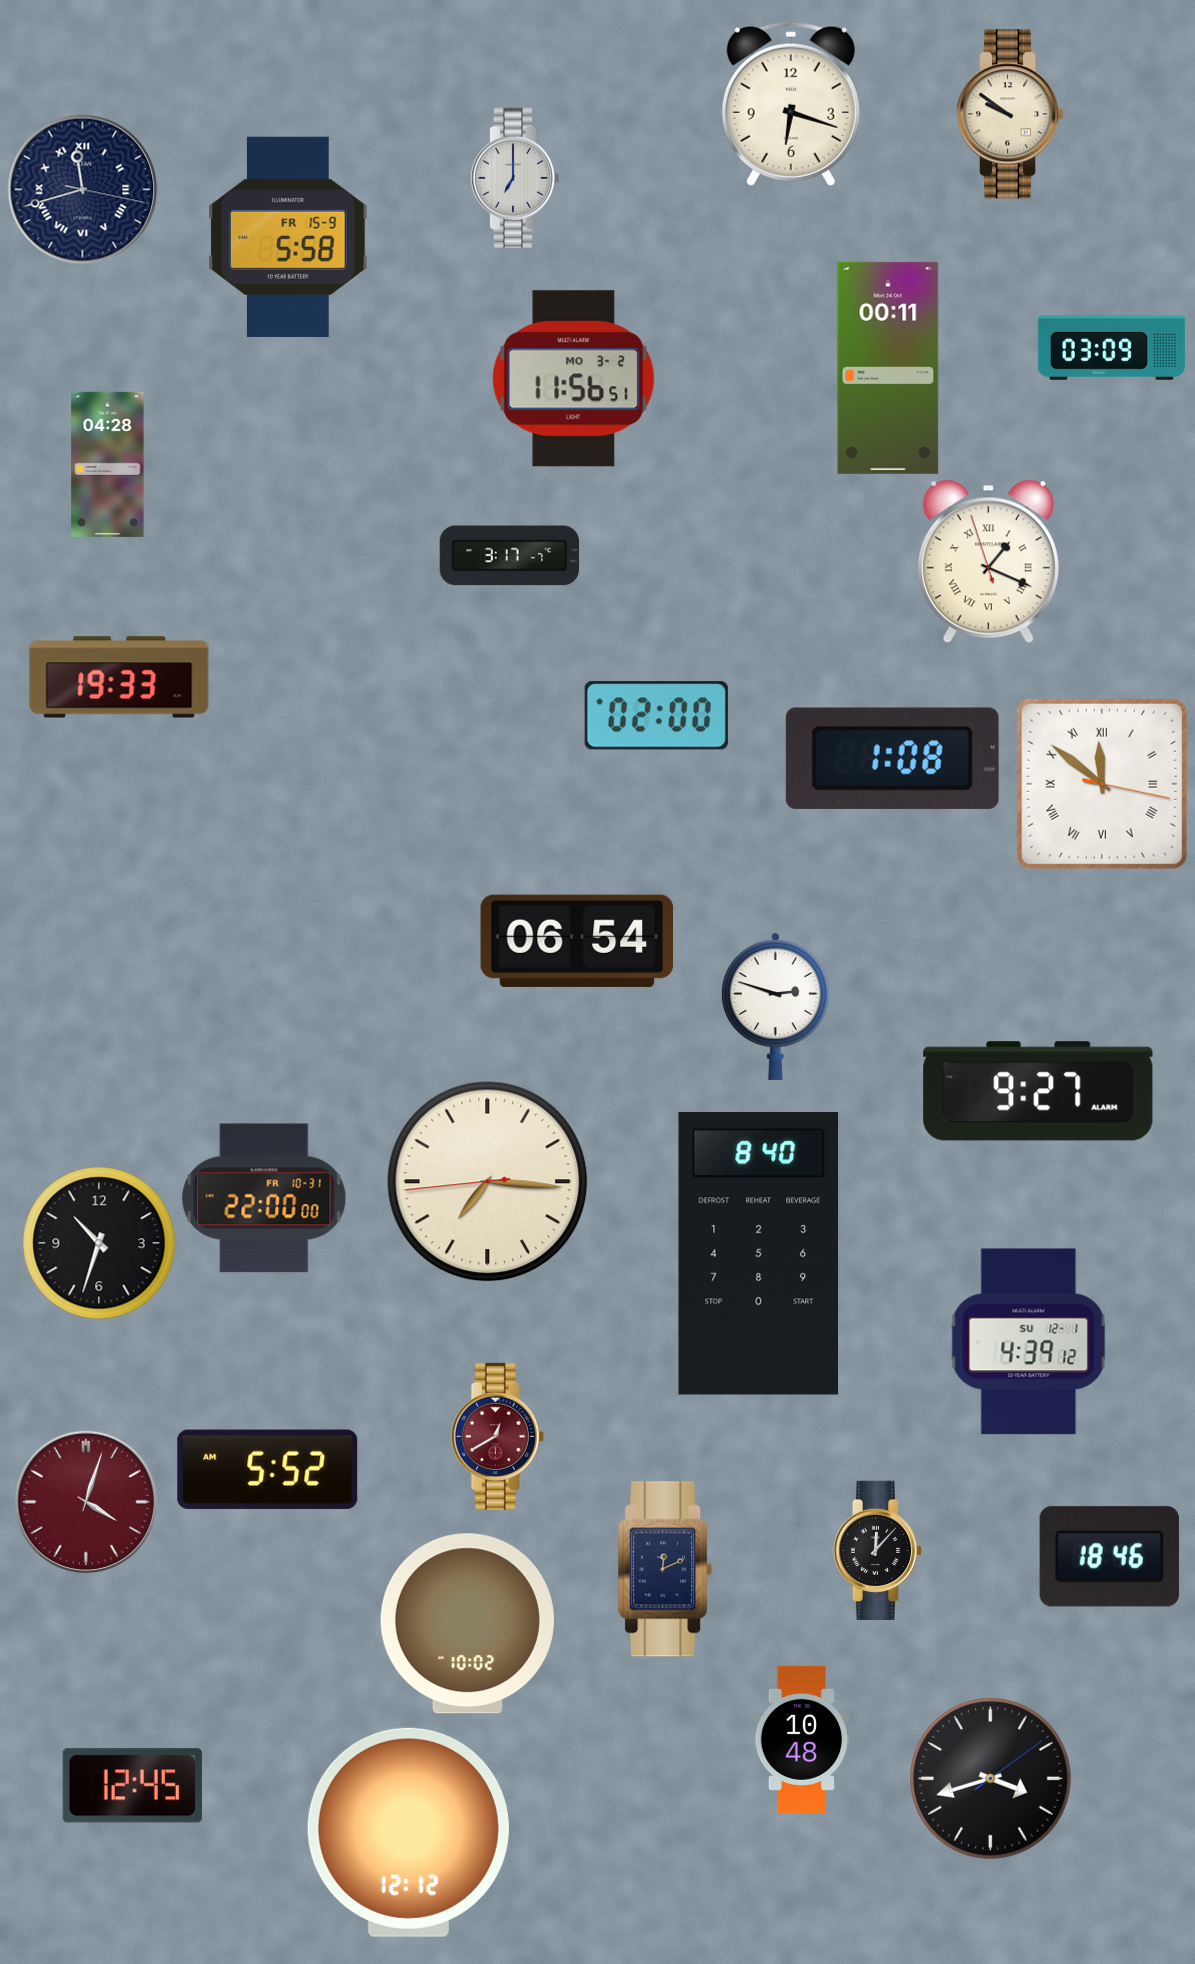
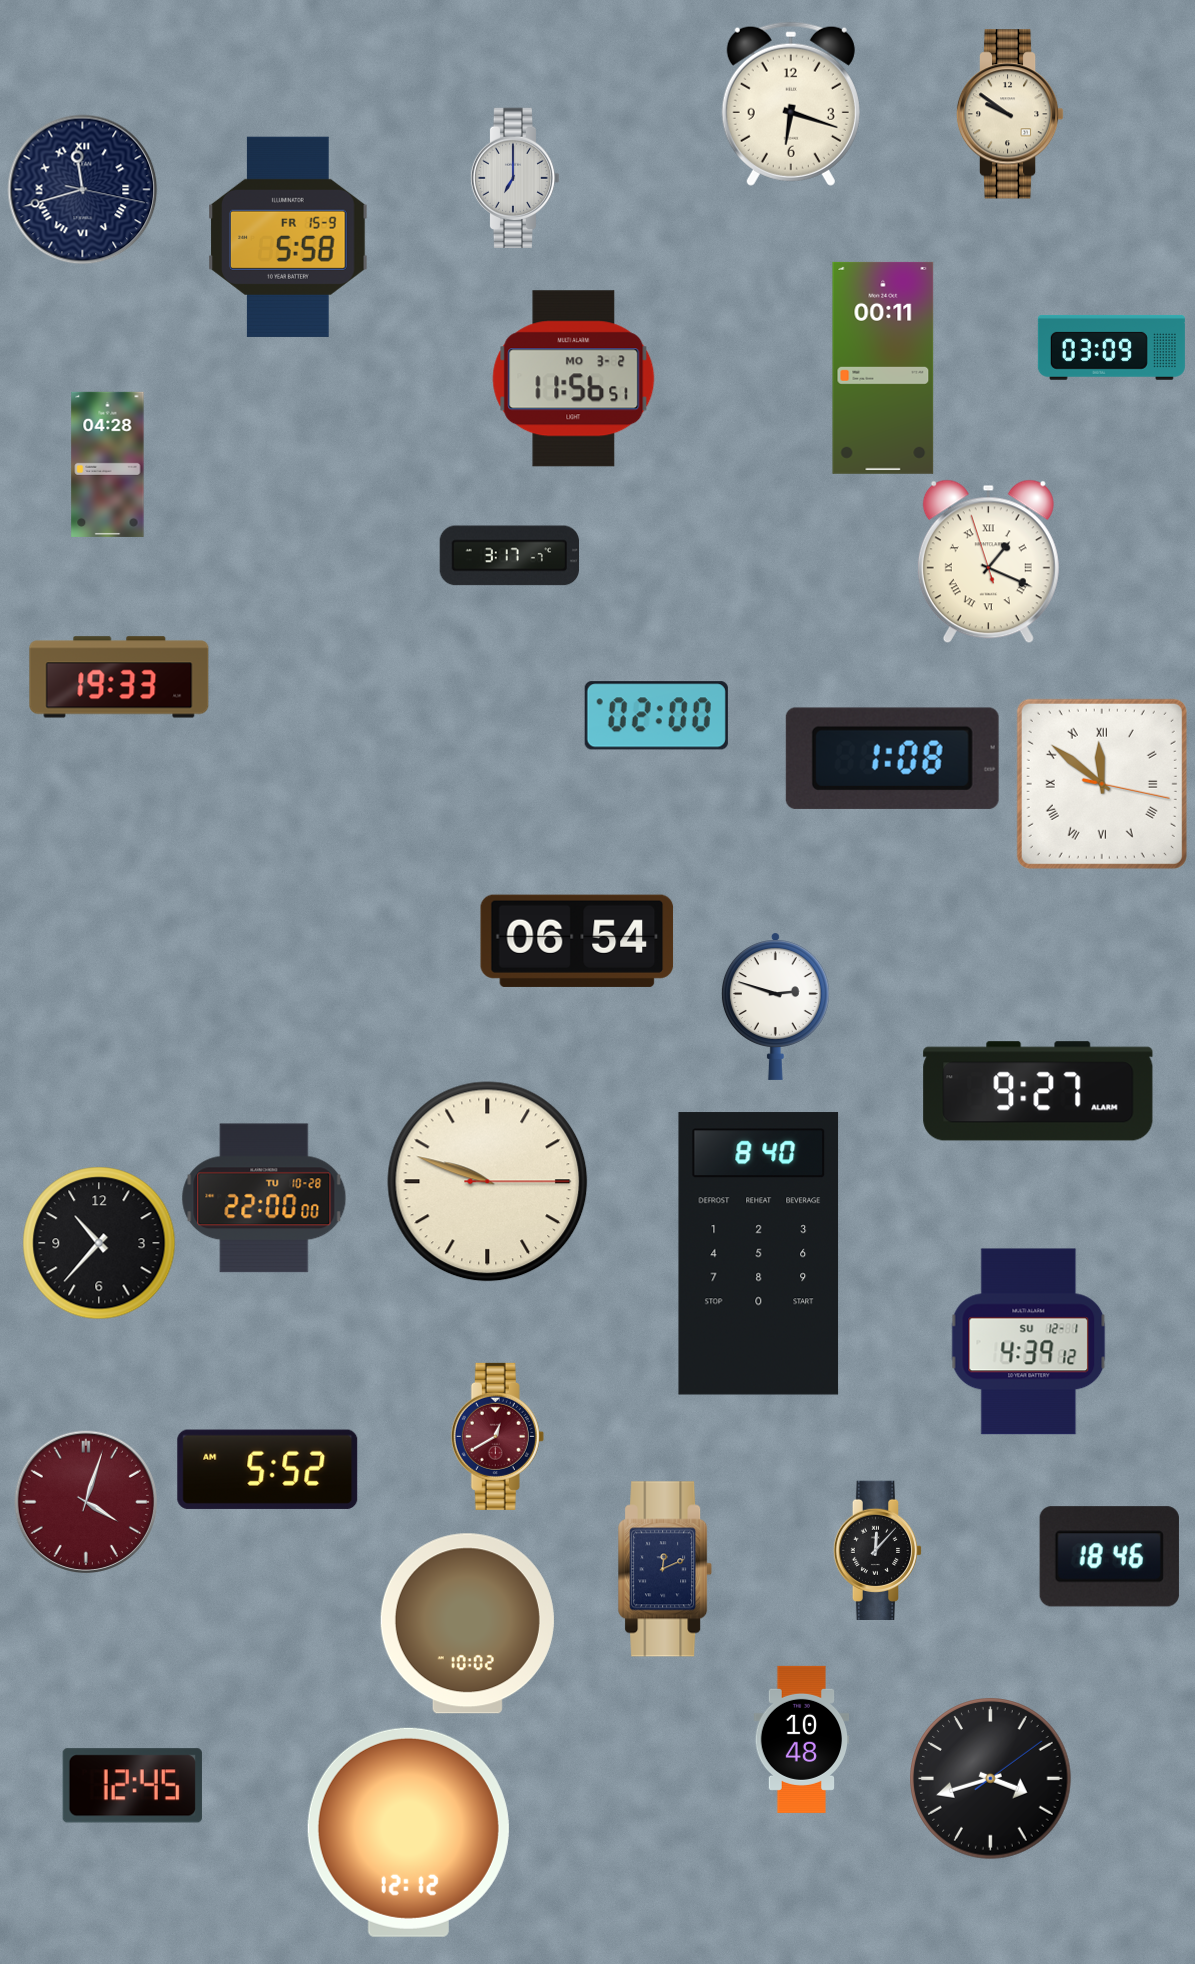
clock at (888, 368) position: (888, 368) -> (883, 368)
clock at (488, 1182): 7:15 -> 9:48
clock at (264, 1198) date: FR 10-31 -> TU 10-28
clock at (99, 1243): 10:33 -> 10:37
